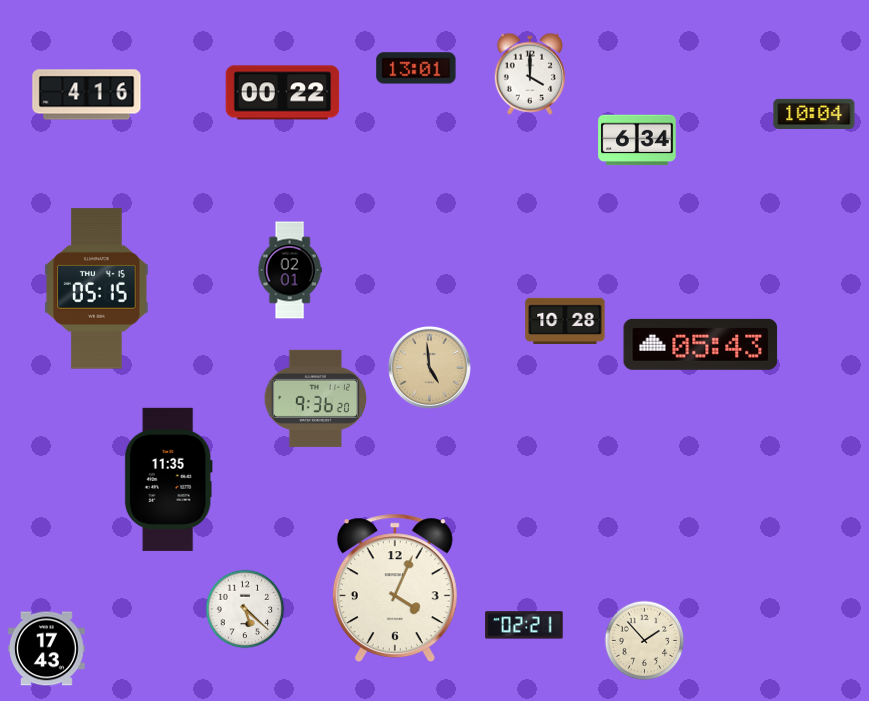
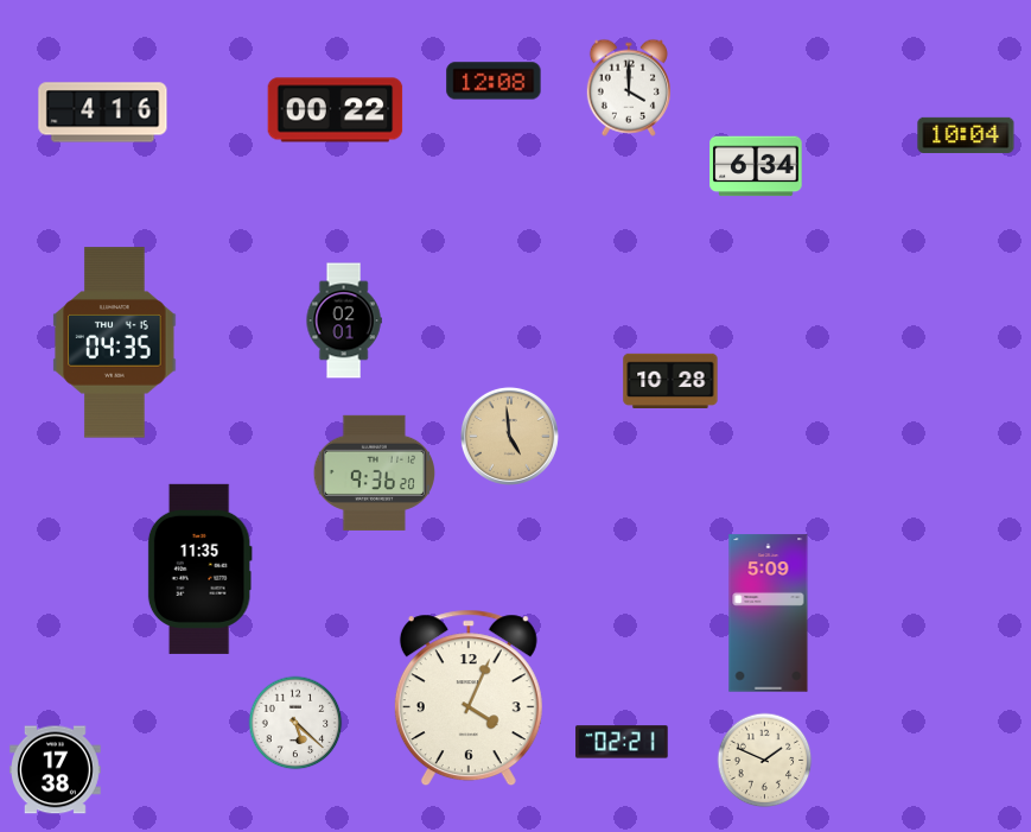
clock at (416, 68): 13:01 -> 12:08
clock at (97, 289): 05:15 -> 04:35
clock at (701, 344): 05:43 -> none
clock at (769, 614): none -> 5:09
clock at (245, 609) position: (245, 609) -> (295, 723)
clock at (645, 641): 1:53 -> 1:49
clock at (47, 649): 17:43 -> 17:38
